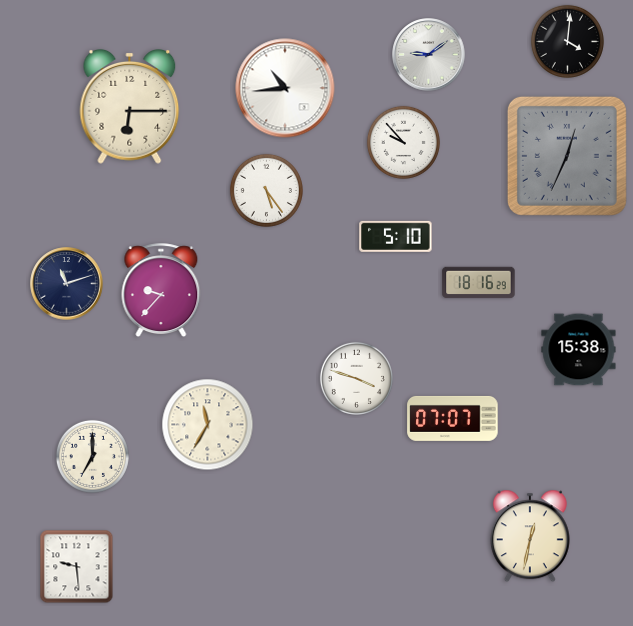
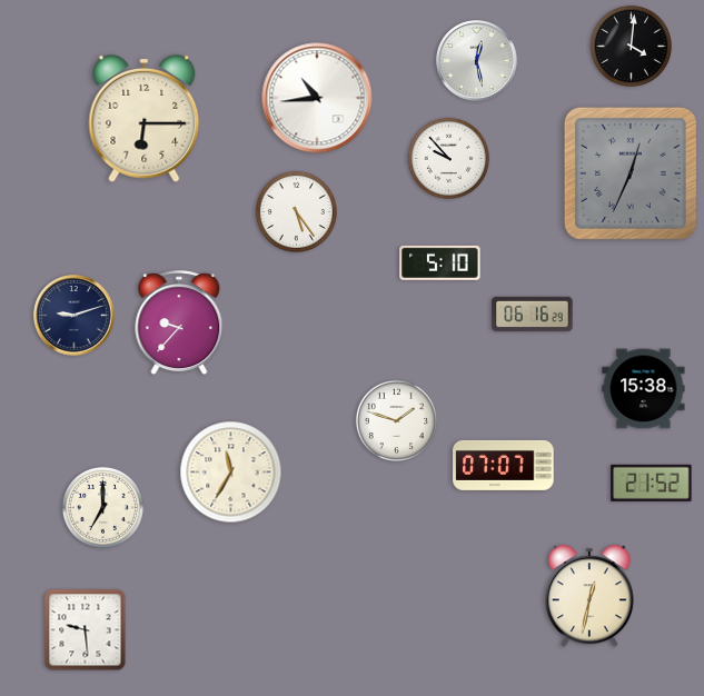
clock at (429, 55): 9:09 -> 12:28
clock at (479, 283): 18:16 -> 06:16
clock at (67, 284): 11:12 -> 9:12
clock at (356, 378): 3:48 -> 1:48
clock at (652, 483): none -> 21:52
